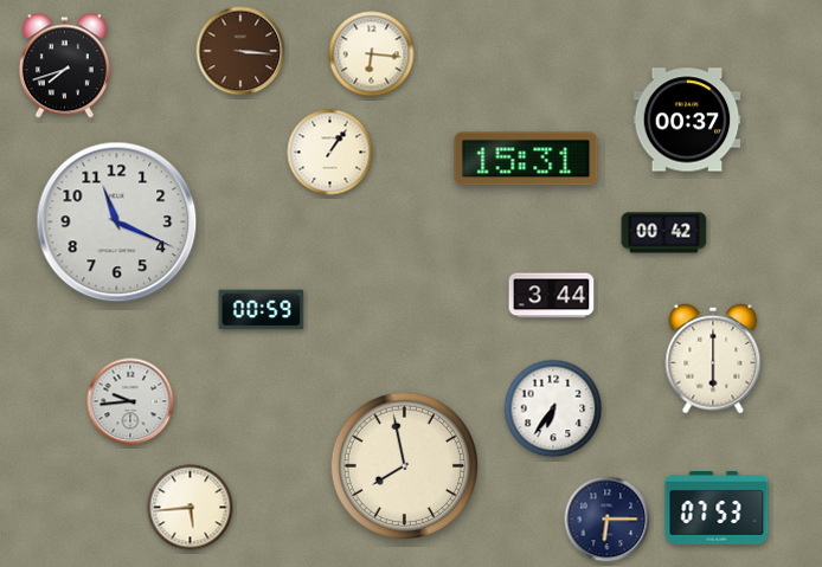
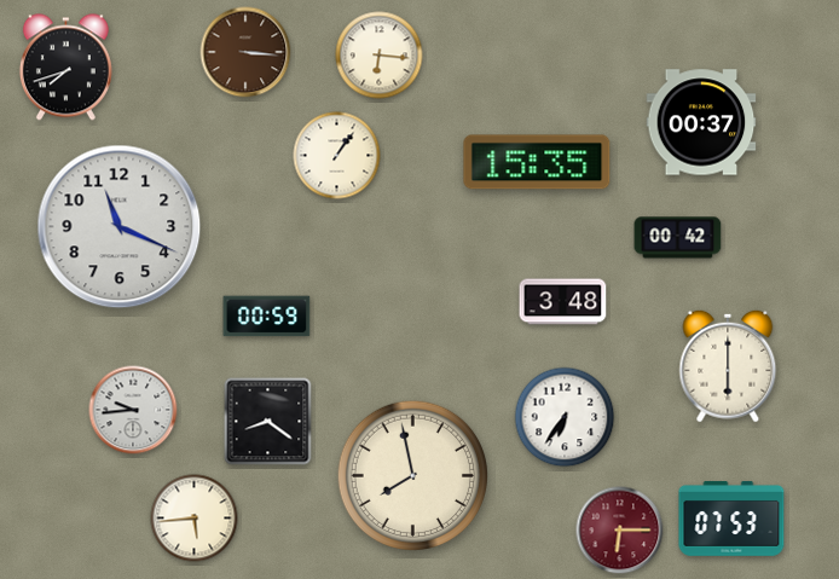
clock at (526, 159): 15:31 -> 15:35
clock at (552, 296): 3:44 -> 3:48
clock at (268, 422): none -> 8:21
clock at (608, 520) dial: navy -> burgundy
